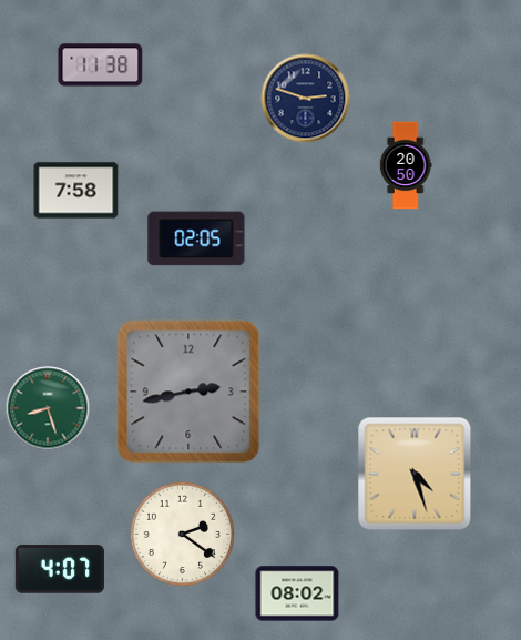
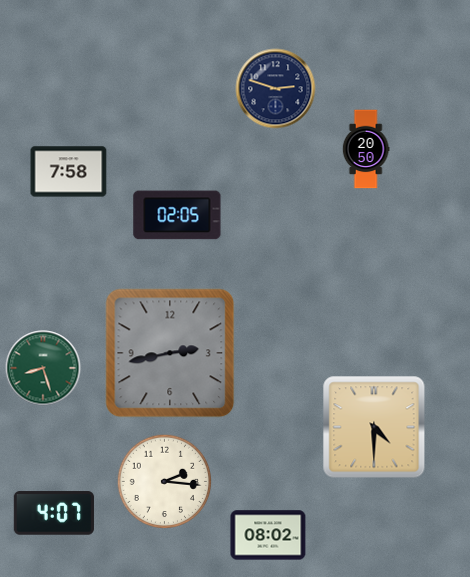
clock at (101, 65): 11:38 -> none
clock at (415, 474): 4:27 -> 4:30
clock at (183, 535): 2:21 -> 2:16
